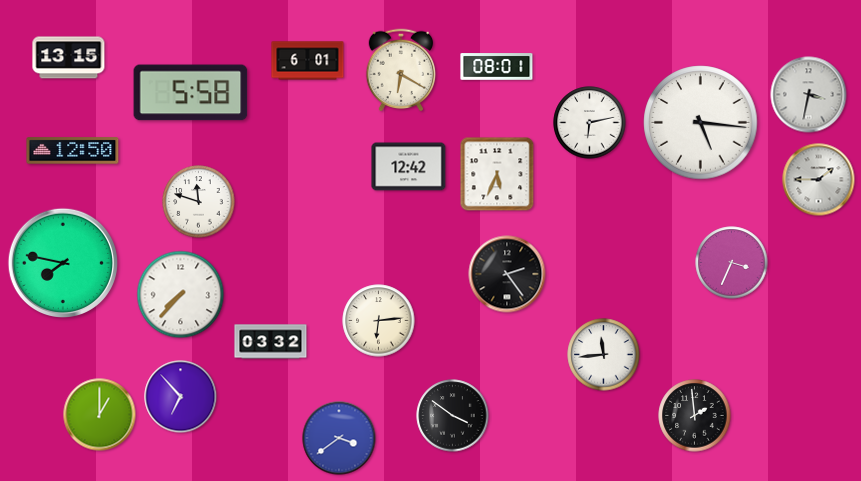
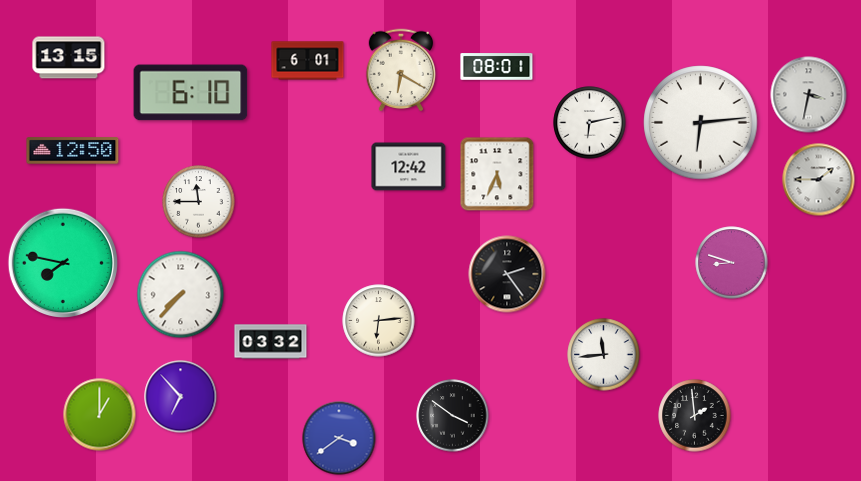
clock at (191, 93): 5:58 -> 6:10
clock at (701, 123): 5:16 -> 6:14
clock at (199, 202): 11:48 -> 11:45
clock at (732, 263): 3:34 -> 8:48
